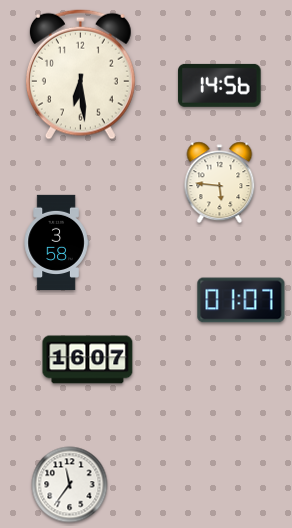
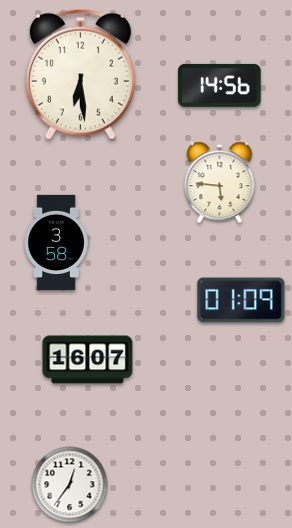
clock at (241, 300): 01:07 -> 01:09
clock at (70, 485): 11:36 -> 12:36
